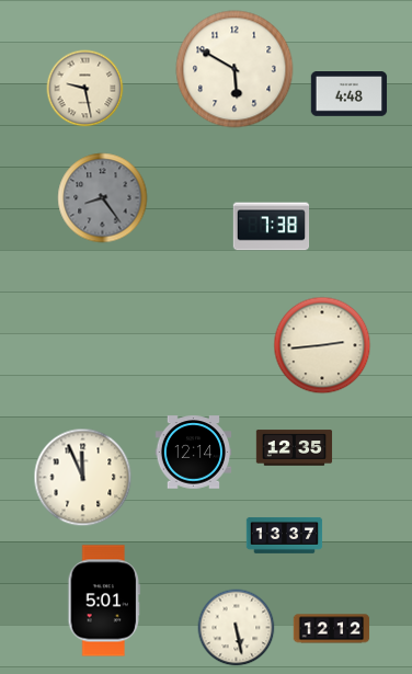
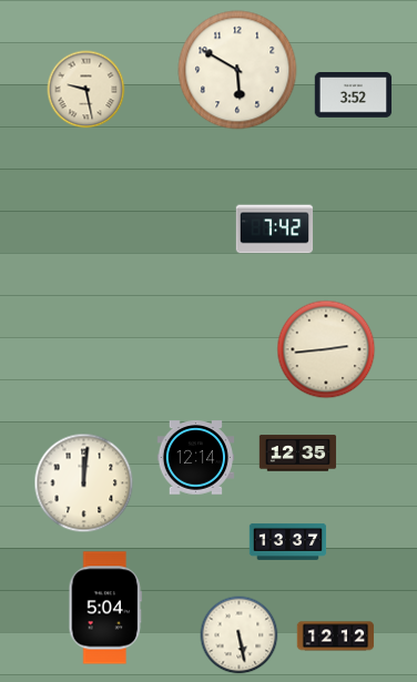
clock at (350, 94): 4:48 -> 3:52
clock at (103, 198): 8:24 -> none
clock at (272, 227): 7:38 -> 7:42
clock at (83, 478): 11:56 -> 12:01
clock at (104, 601): 5:01 -> 5:04
